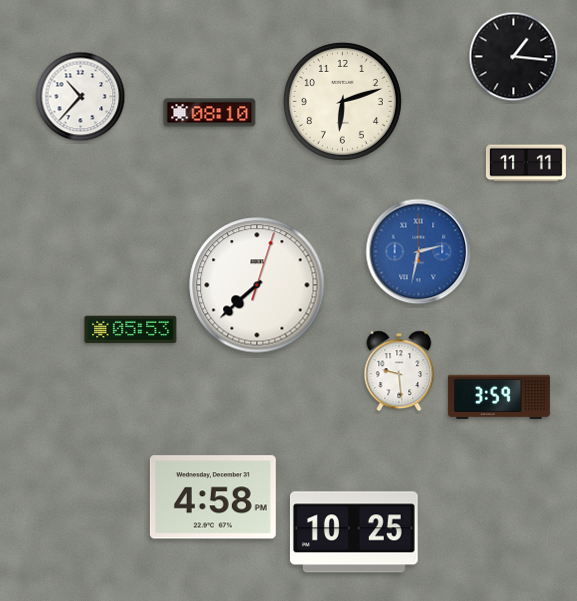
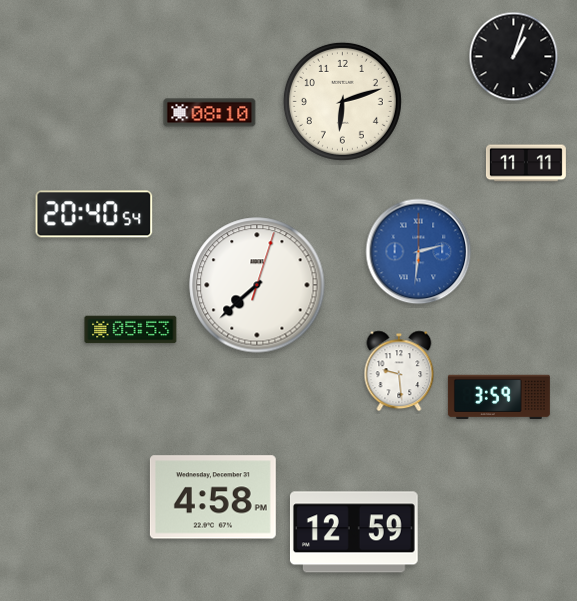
clock at (514, 57): 1:16 -> 1:03
clock at (81, 97): 10:37 -> none
clock at (94, 214): none -> 20:40
clock at (419, 252): 2:32 -> 2:31
clock at (354, 532): 10:25 -> 12:59
